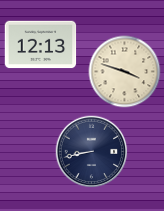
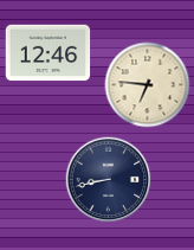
clock at (41, 45): 12:13 -> 12:46
clock at (125, 72): 3:48 -> 6:46
